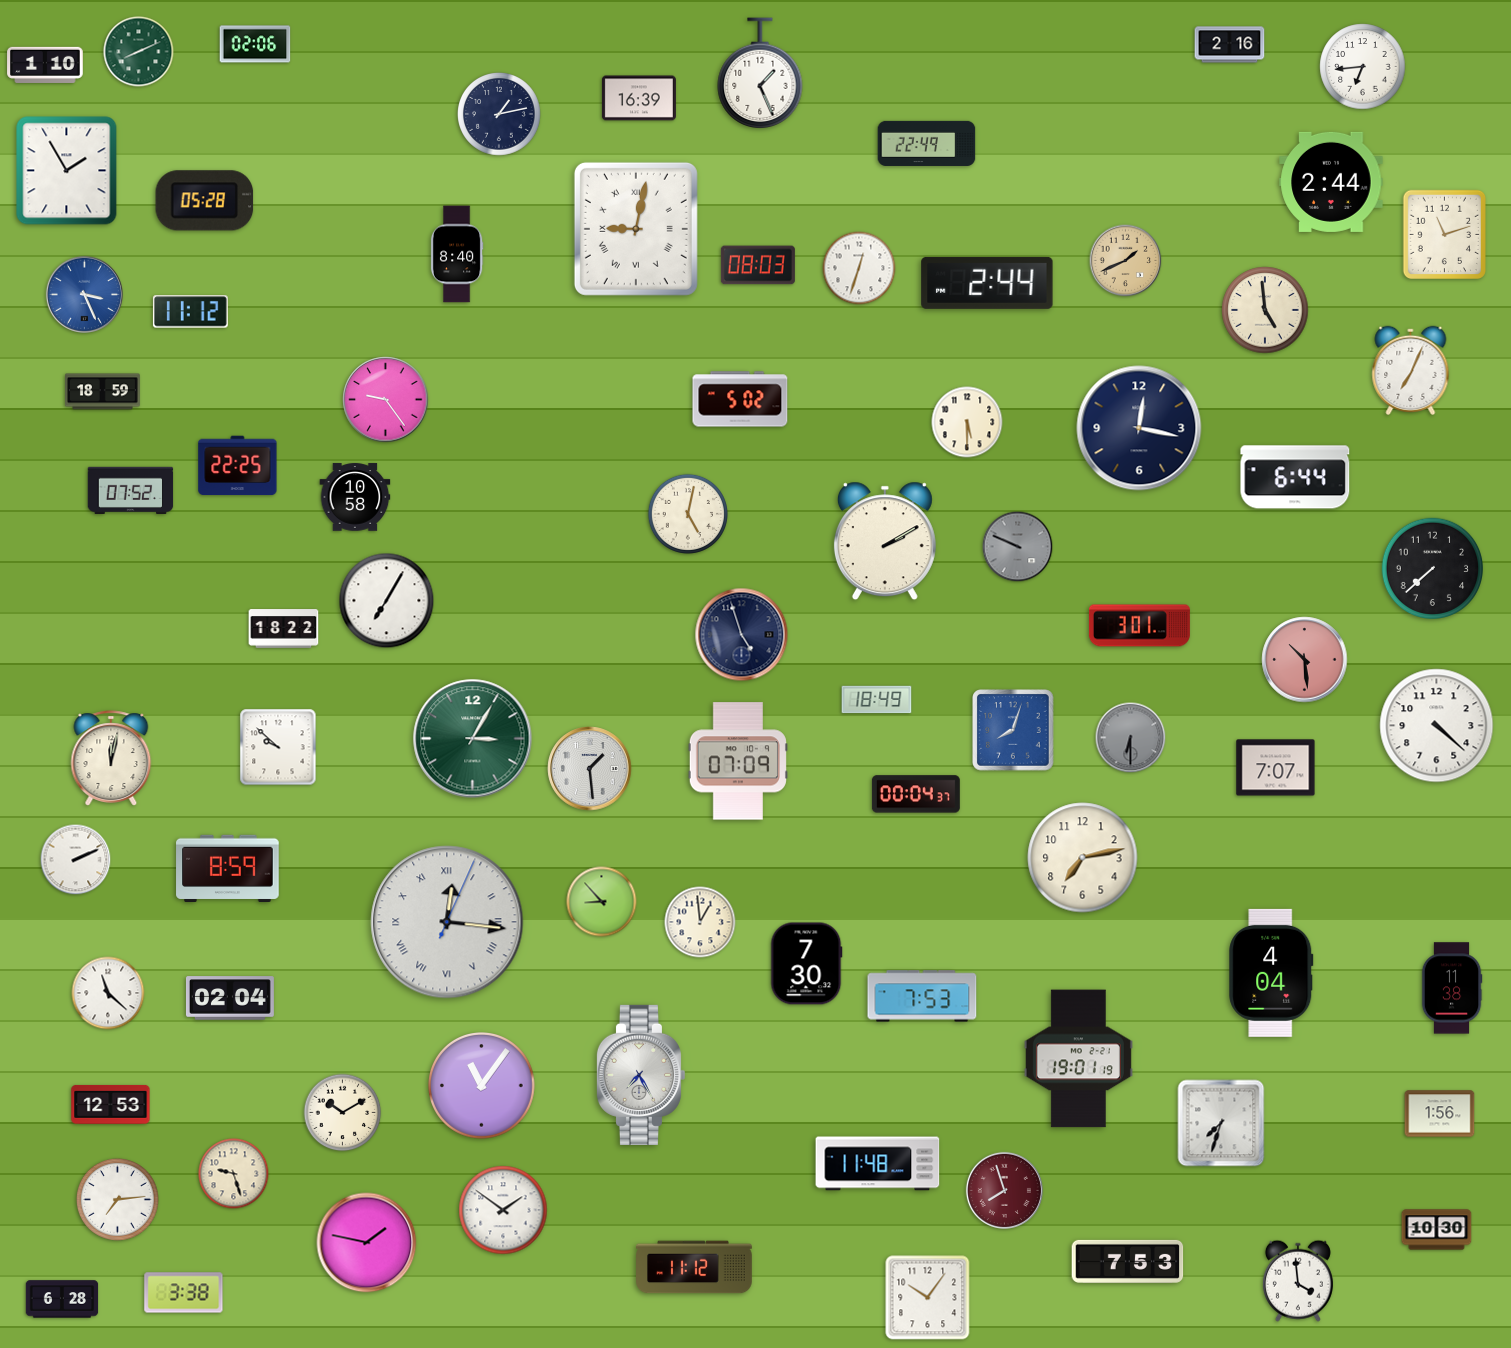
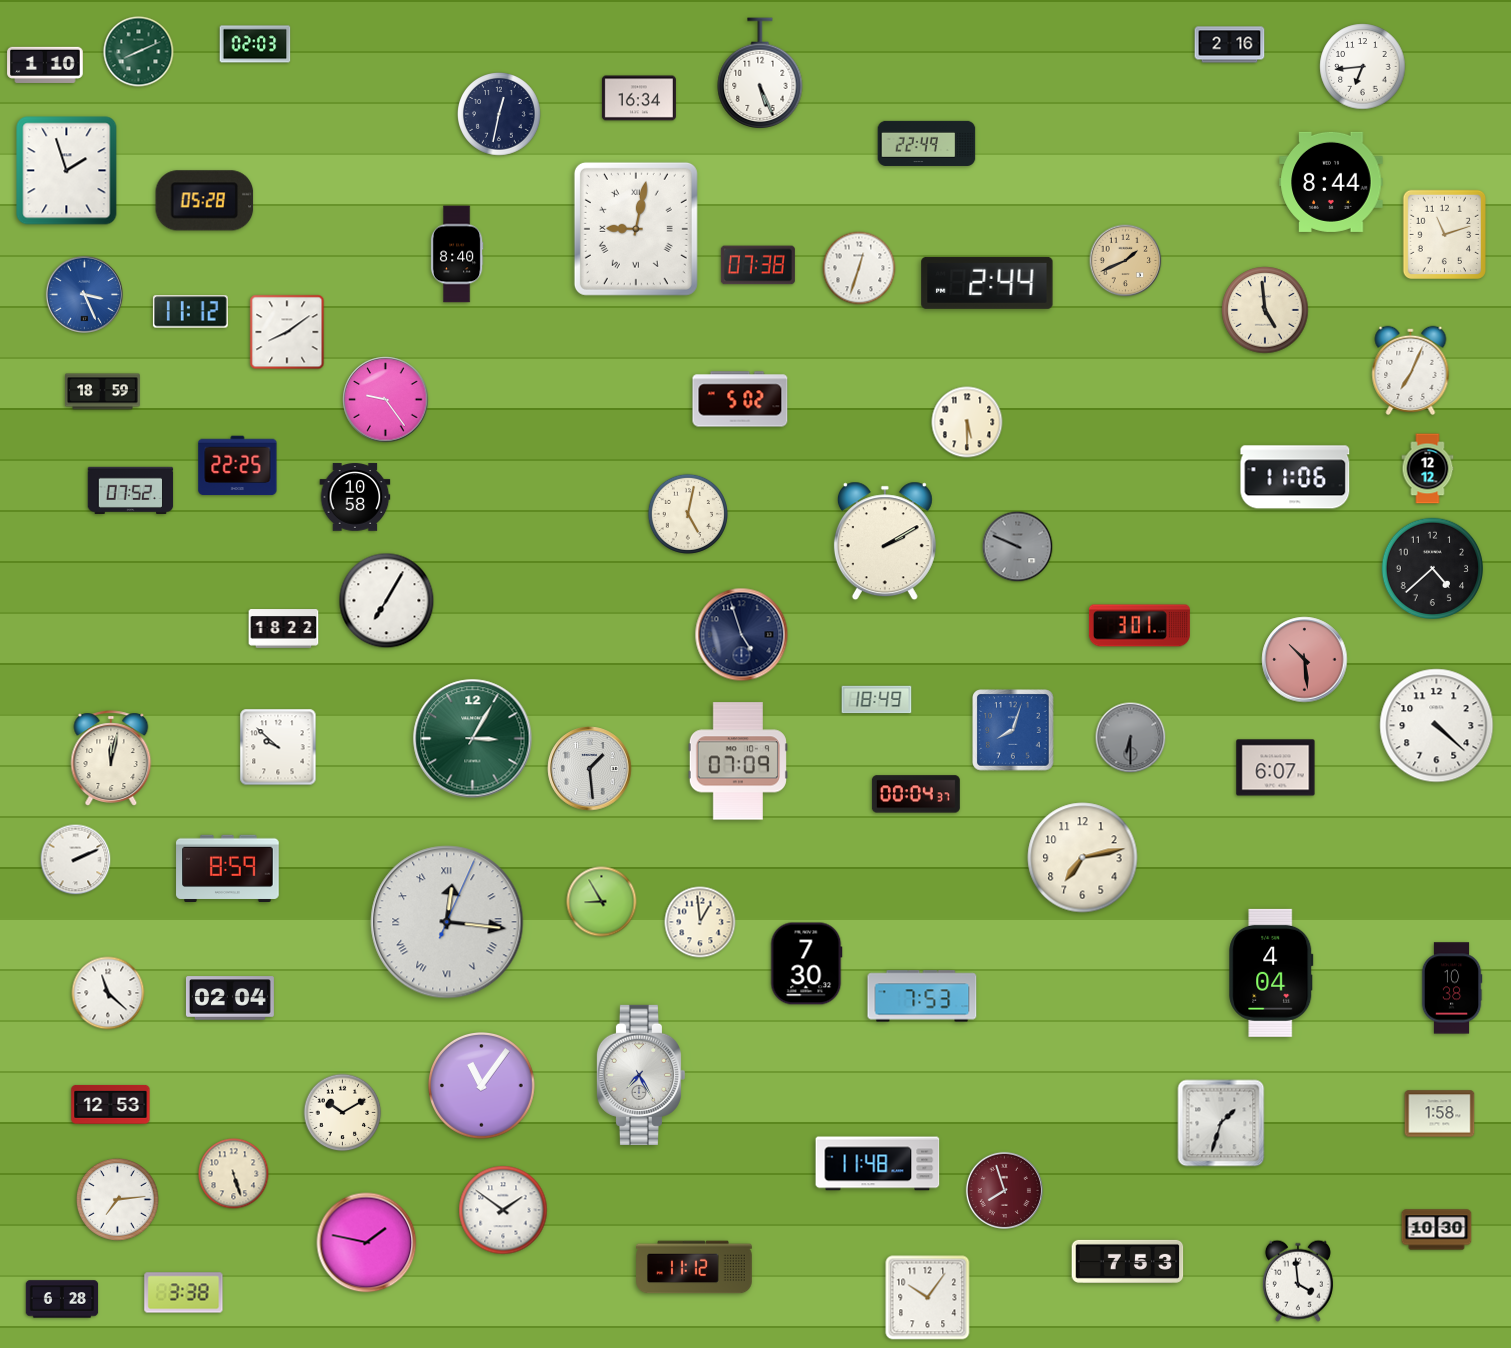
clock at (255, 44): 02:06 -> 02:03
clock at (760, 74): 1:26 -> 5:26
clock at (639, 98): 16:39 -> 16:34
clock at (500, 115): 1:13 -> 12:32
clock at (67, 171): 1:55 -> 1:57
clock at (1331, 182): 2:44 -> 8:44
clock at (758, 265): 08:03 -> 07:38
clock at (287, 332): none -> 8:09
clock at (1139, 428): 12:17 -> none
clock at (1428, 469): none -> 12:12
clock at (1295, 477): 6:44 -> 11:06
clock at (1432, 568): 7:38 -> 4:38
clock at (1276, 768): 7:07 -> 6:07
clock at (602, 902): 8:53 -> 8:55
clock at (1452, 988): 11:38 -> 10:38
clock at (1078, 1059): 19:01 -> none
clock at (1440, 1114): 1:56 -> 1:58
clock at (1221, 1123): 7:33 -> 1:33
clock at (234, 1174): 9:27 -> 5:27
